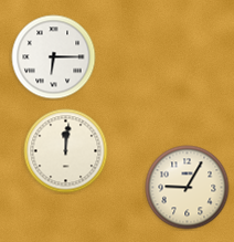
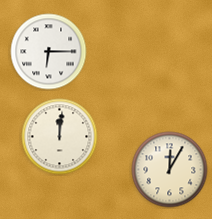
clock at (188, 188): 9:05 -> 12:05
